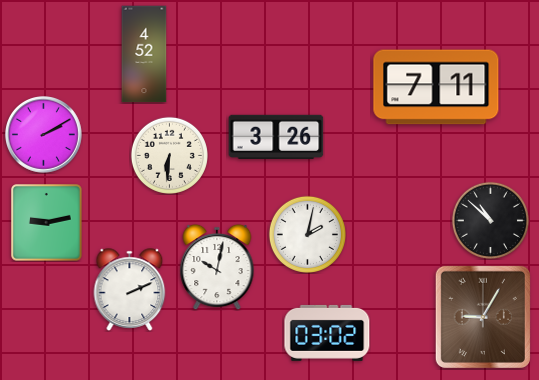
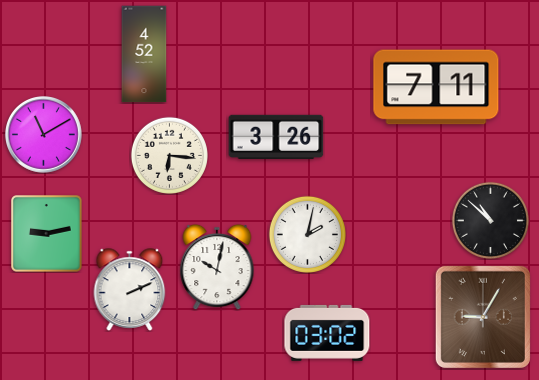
clock at (44, 135): 2:10 -> 11:10
clock at (169, 155): 6:31 -> 6:16
clock at (47, 223) position: (47, 223) -> (47, 234)
